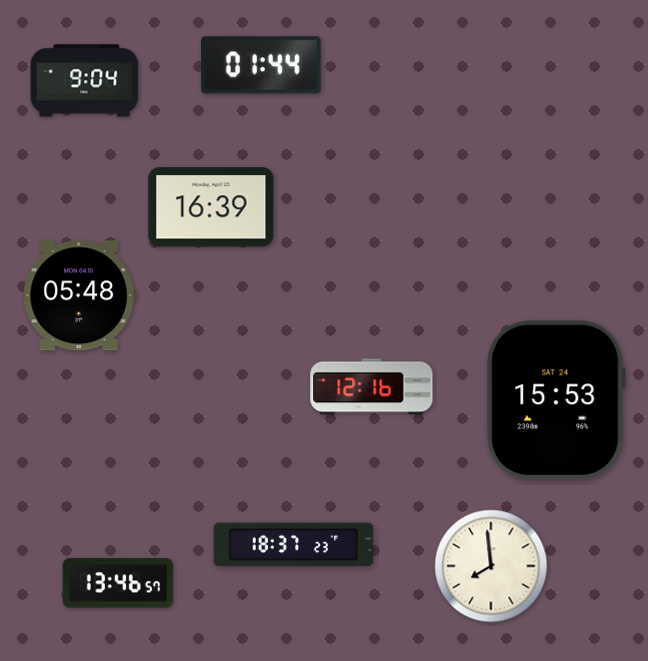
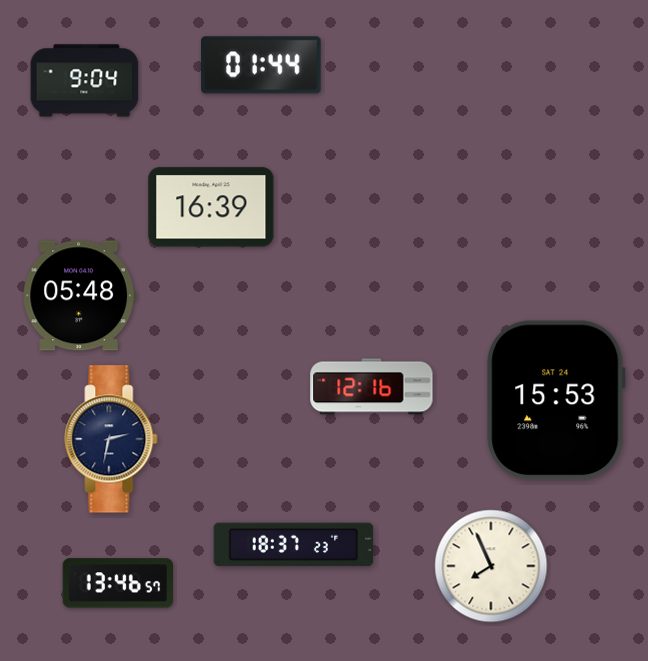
clock at (111, 439): none -> 2:32
clock at (491, 566): 7:59 -> 7:56
